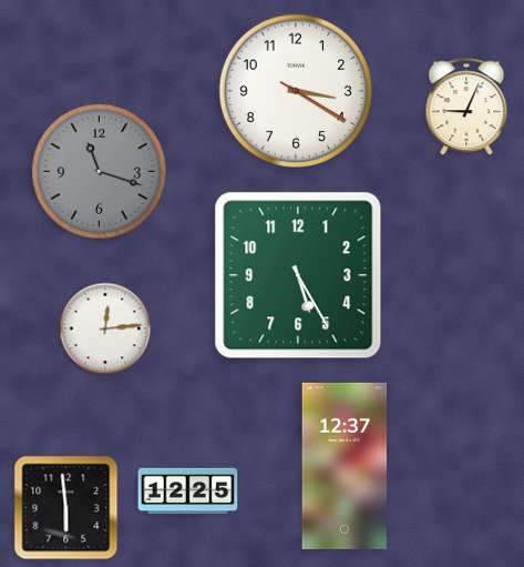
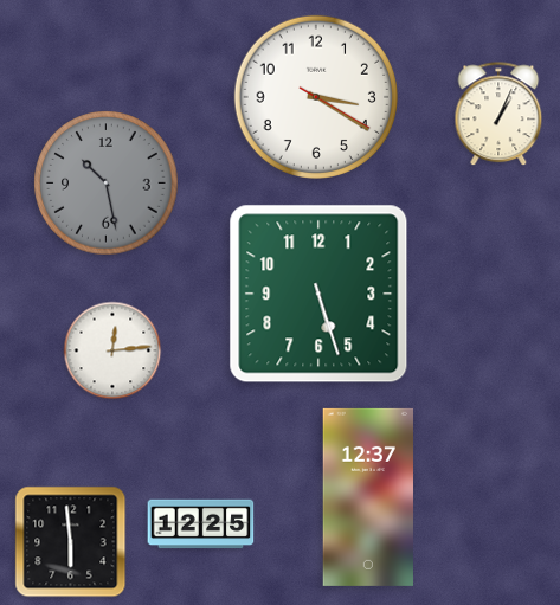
clock at (466, 108): 9:04 -> 1:04
clock at (100, 172): 11:18 -> 10:28
clock at (298, 275): 5:25 -> 5:27
